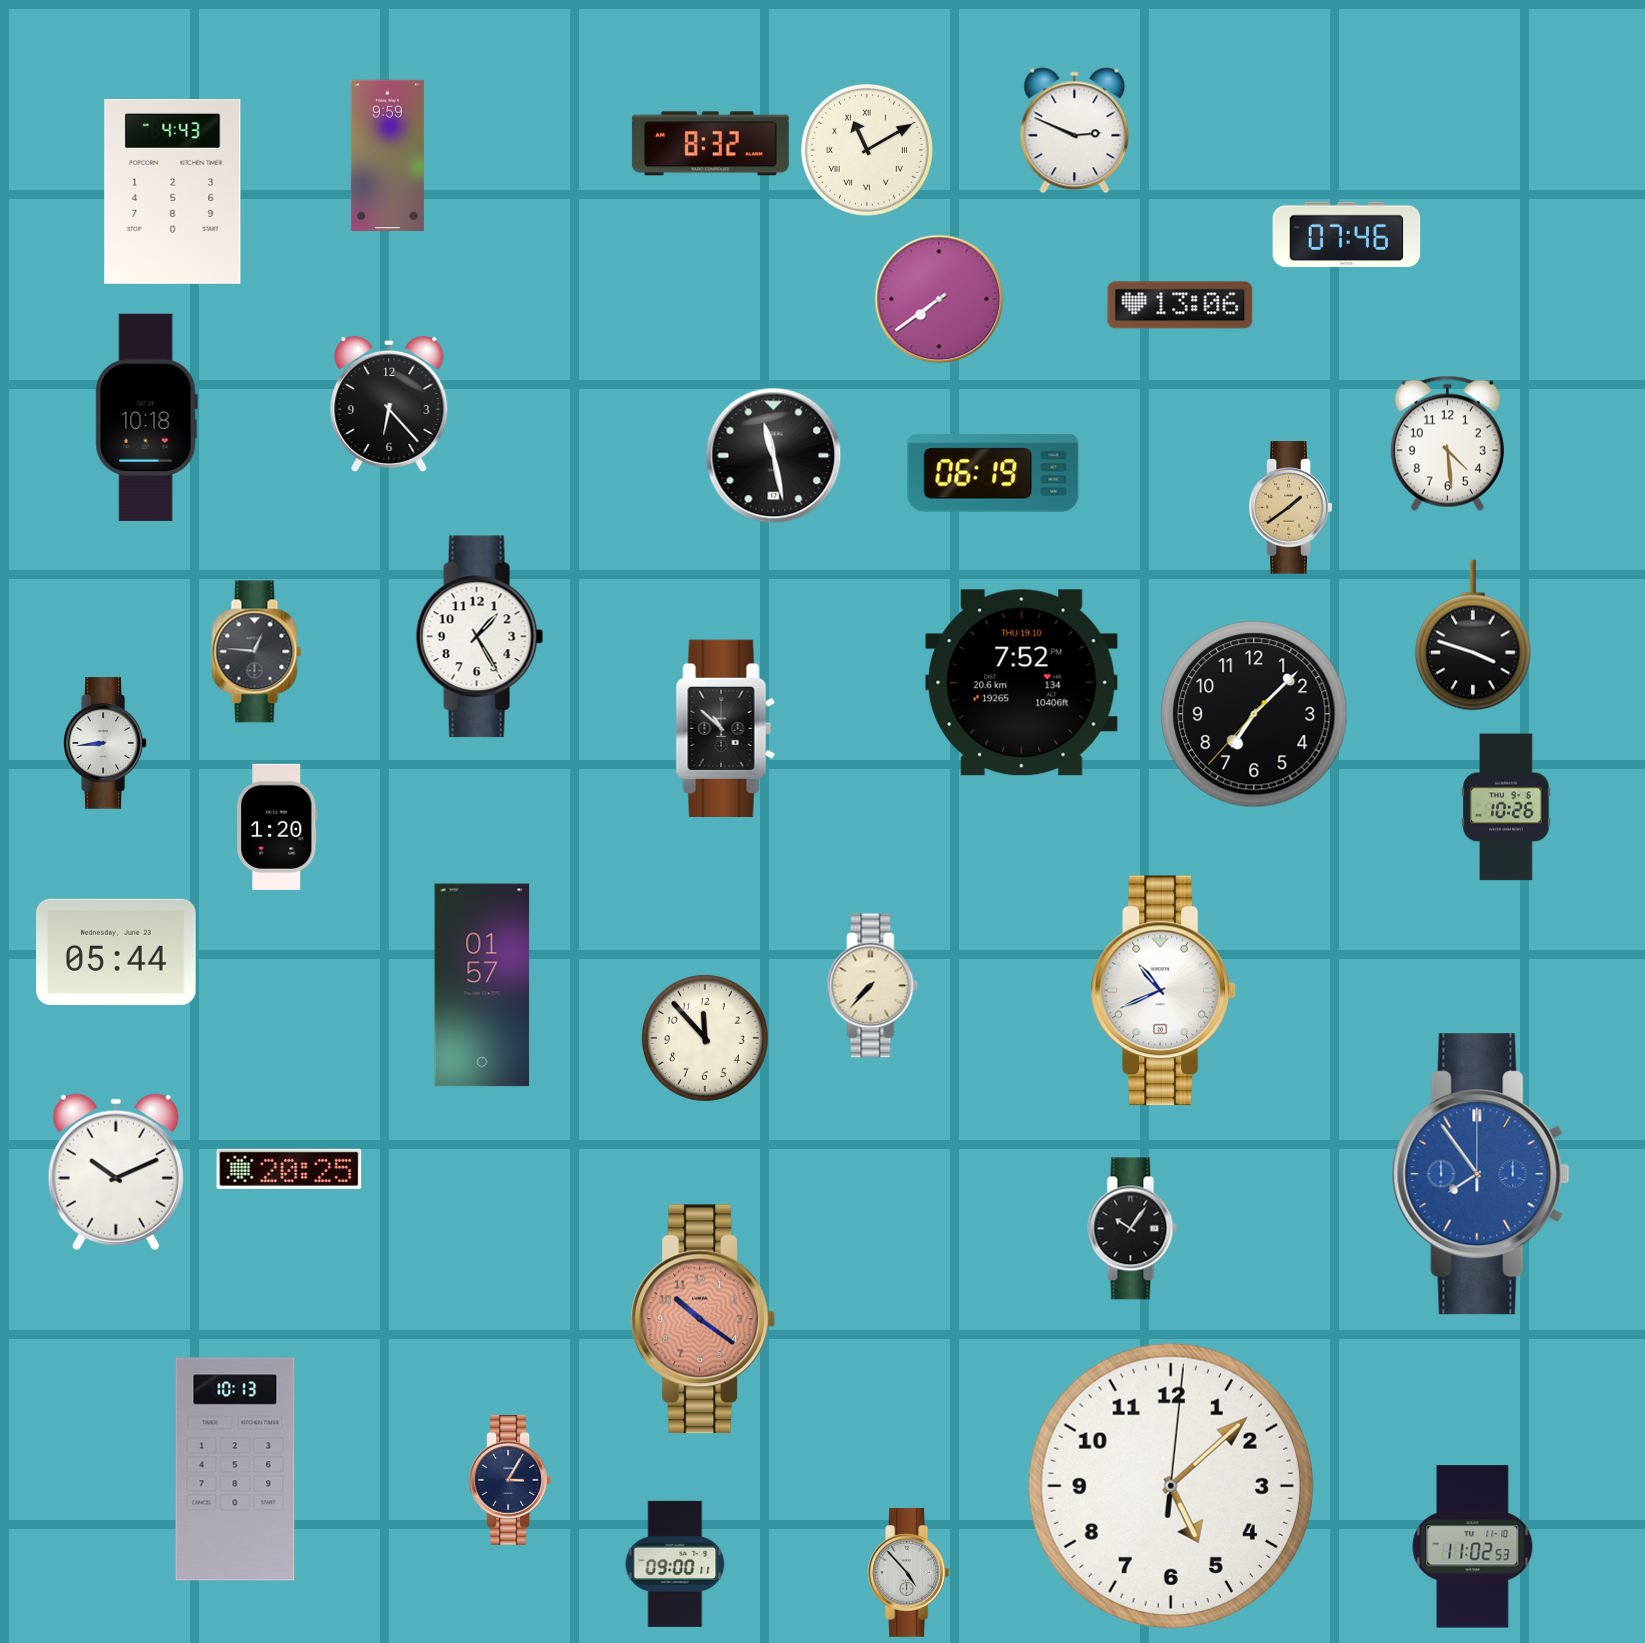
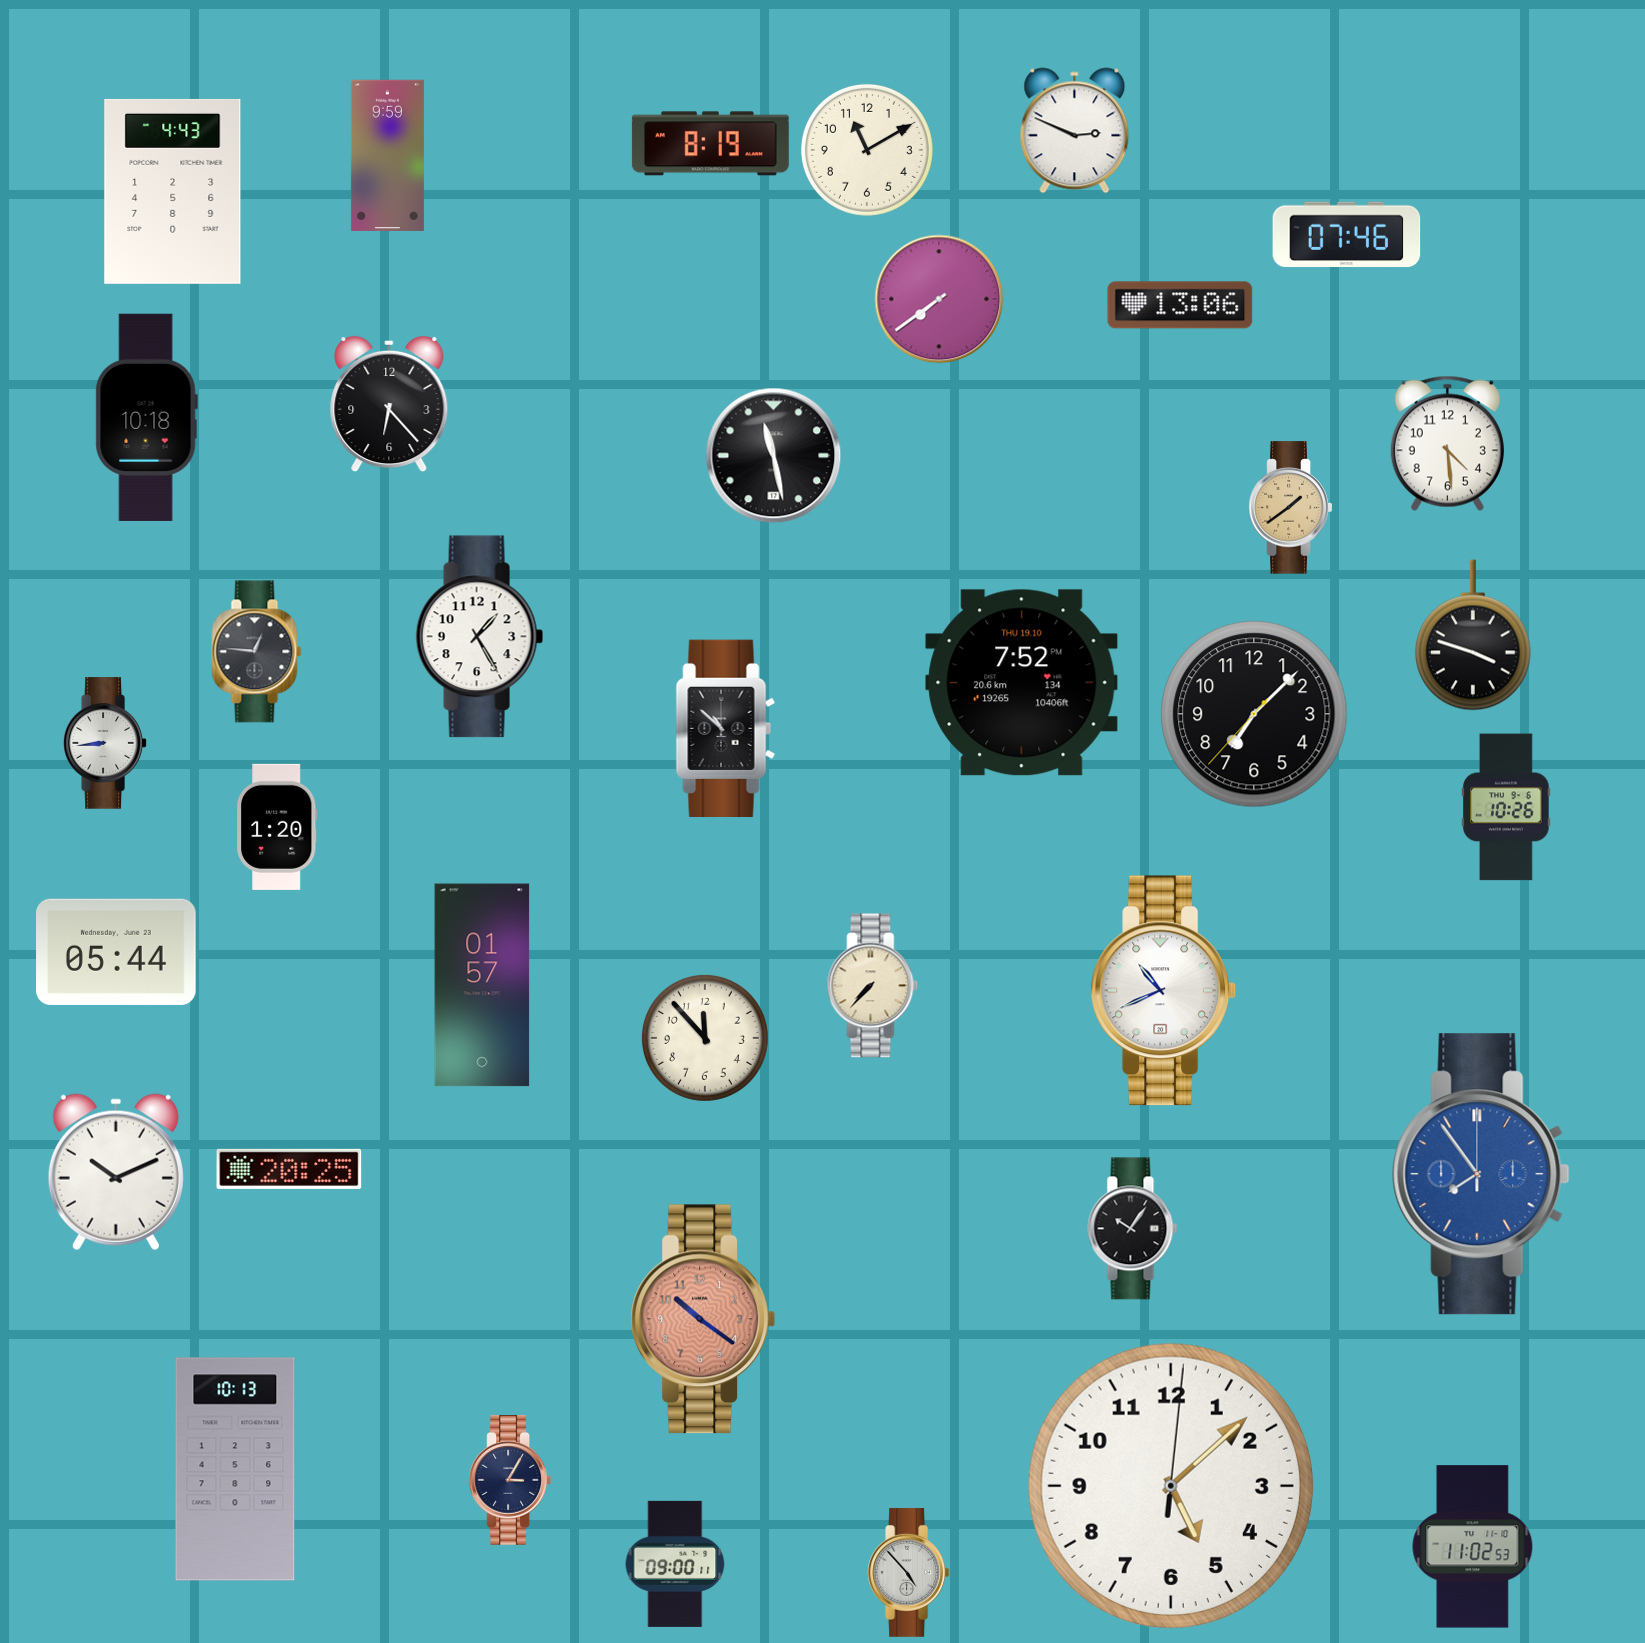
clock at (710, 144): 8:32 -> 8:19
clock at (867, 150) numerals: Roman -> Arabic
clock at (993, 473): 06:19 -> none
